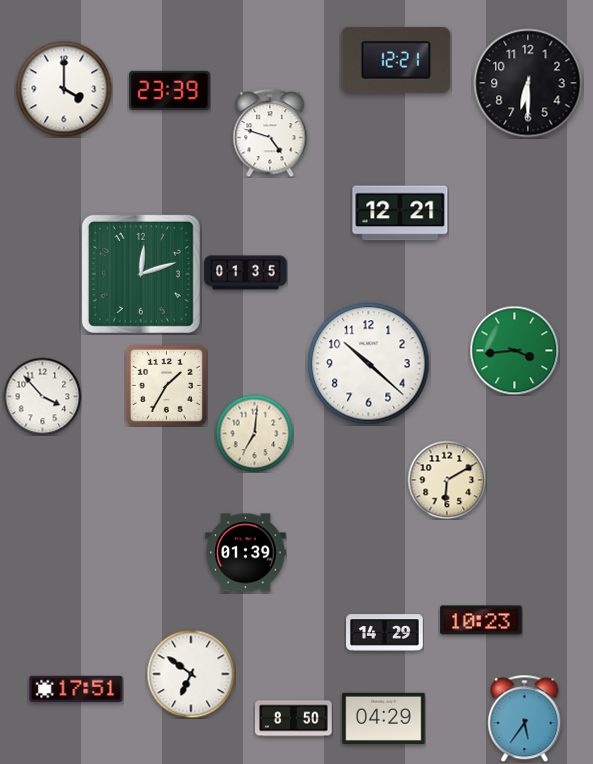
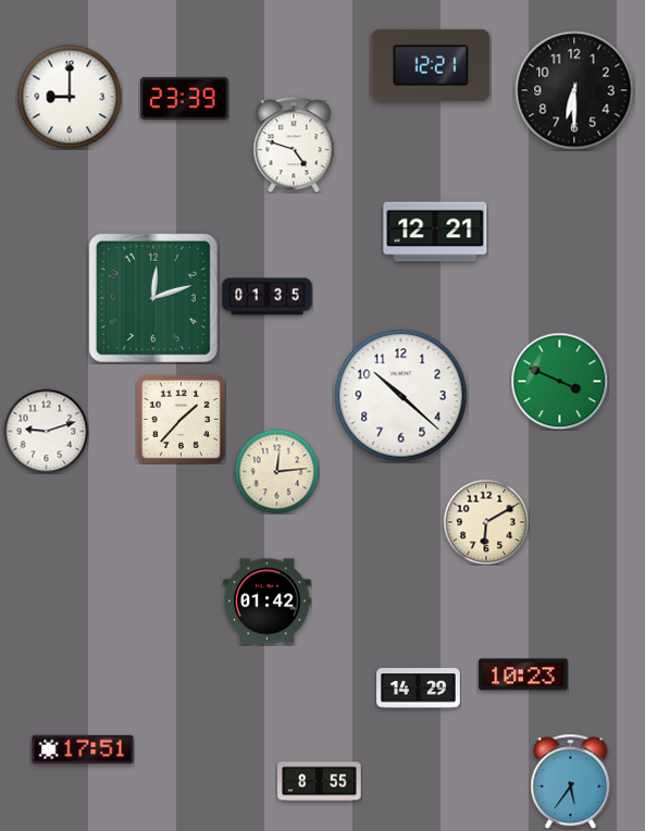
clock at (64, 89): 4:00 -> 9:00
clock at (514, 350): 3:44 -> 3:49
clock at (166, 385): 1:35 -> 1:37
clock at (42, 396): 3:53 -> 9:12
clock at (254, 433): 7:01 -> 12:14
clock at (246, 553): 01:39 -> 01:42
clock at (191, 674): 6:51 -> none
clock at (384, 718): 04:29 -> none
clock at (294, 719): 8:50 -> 8:55
